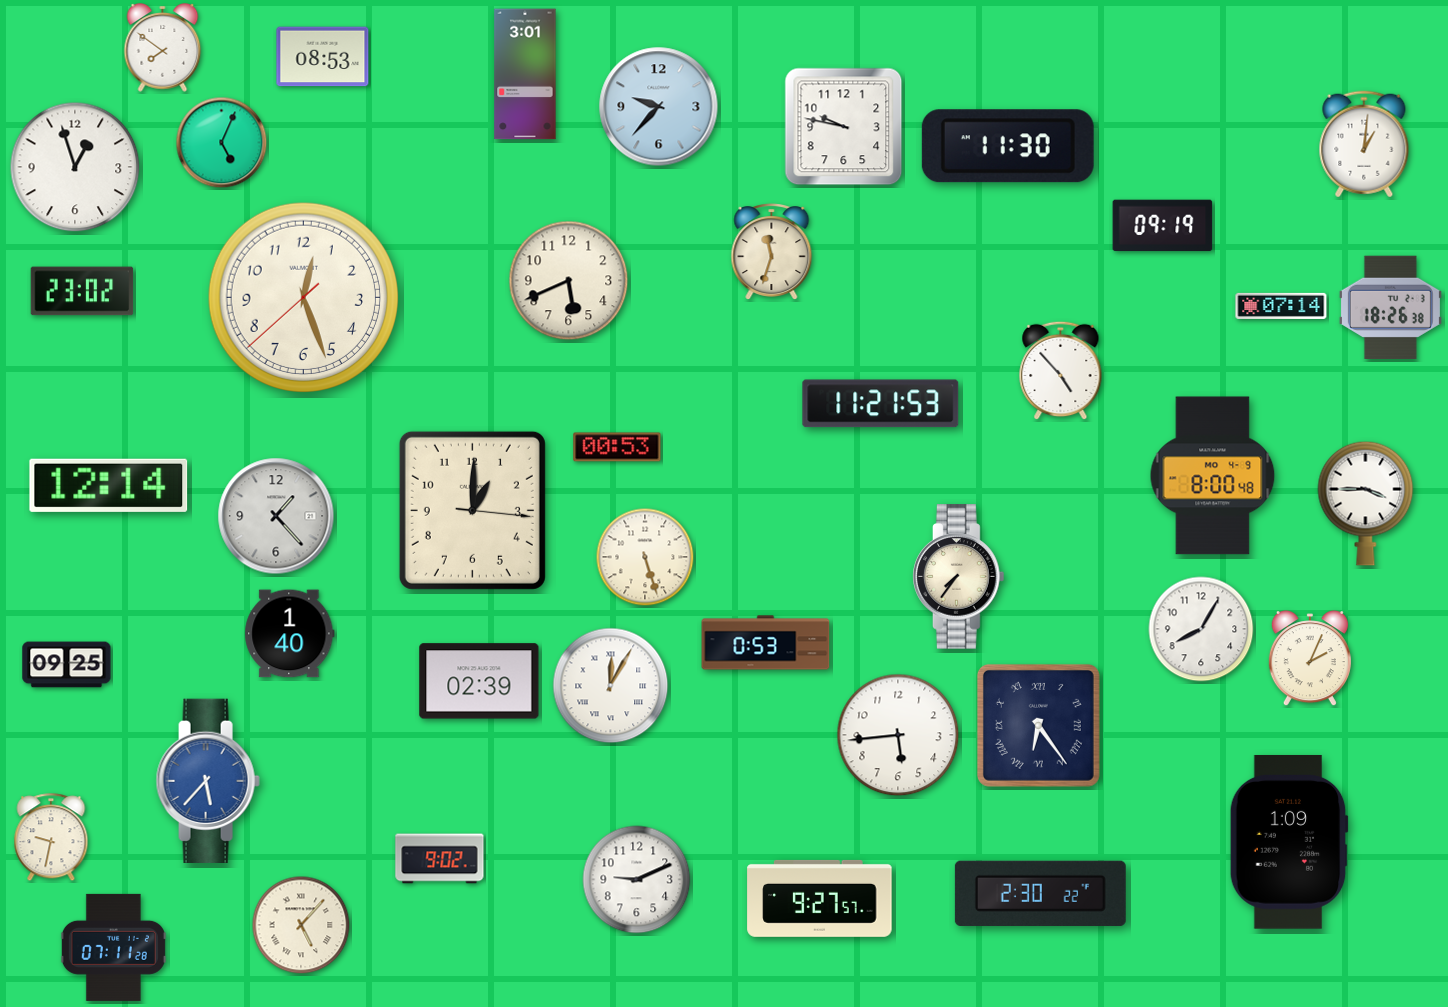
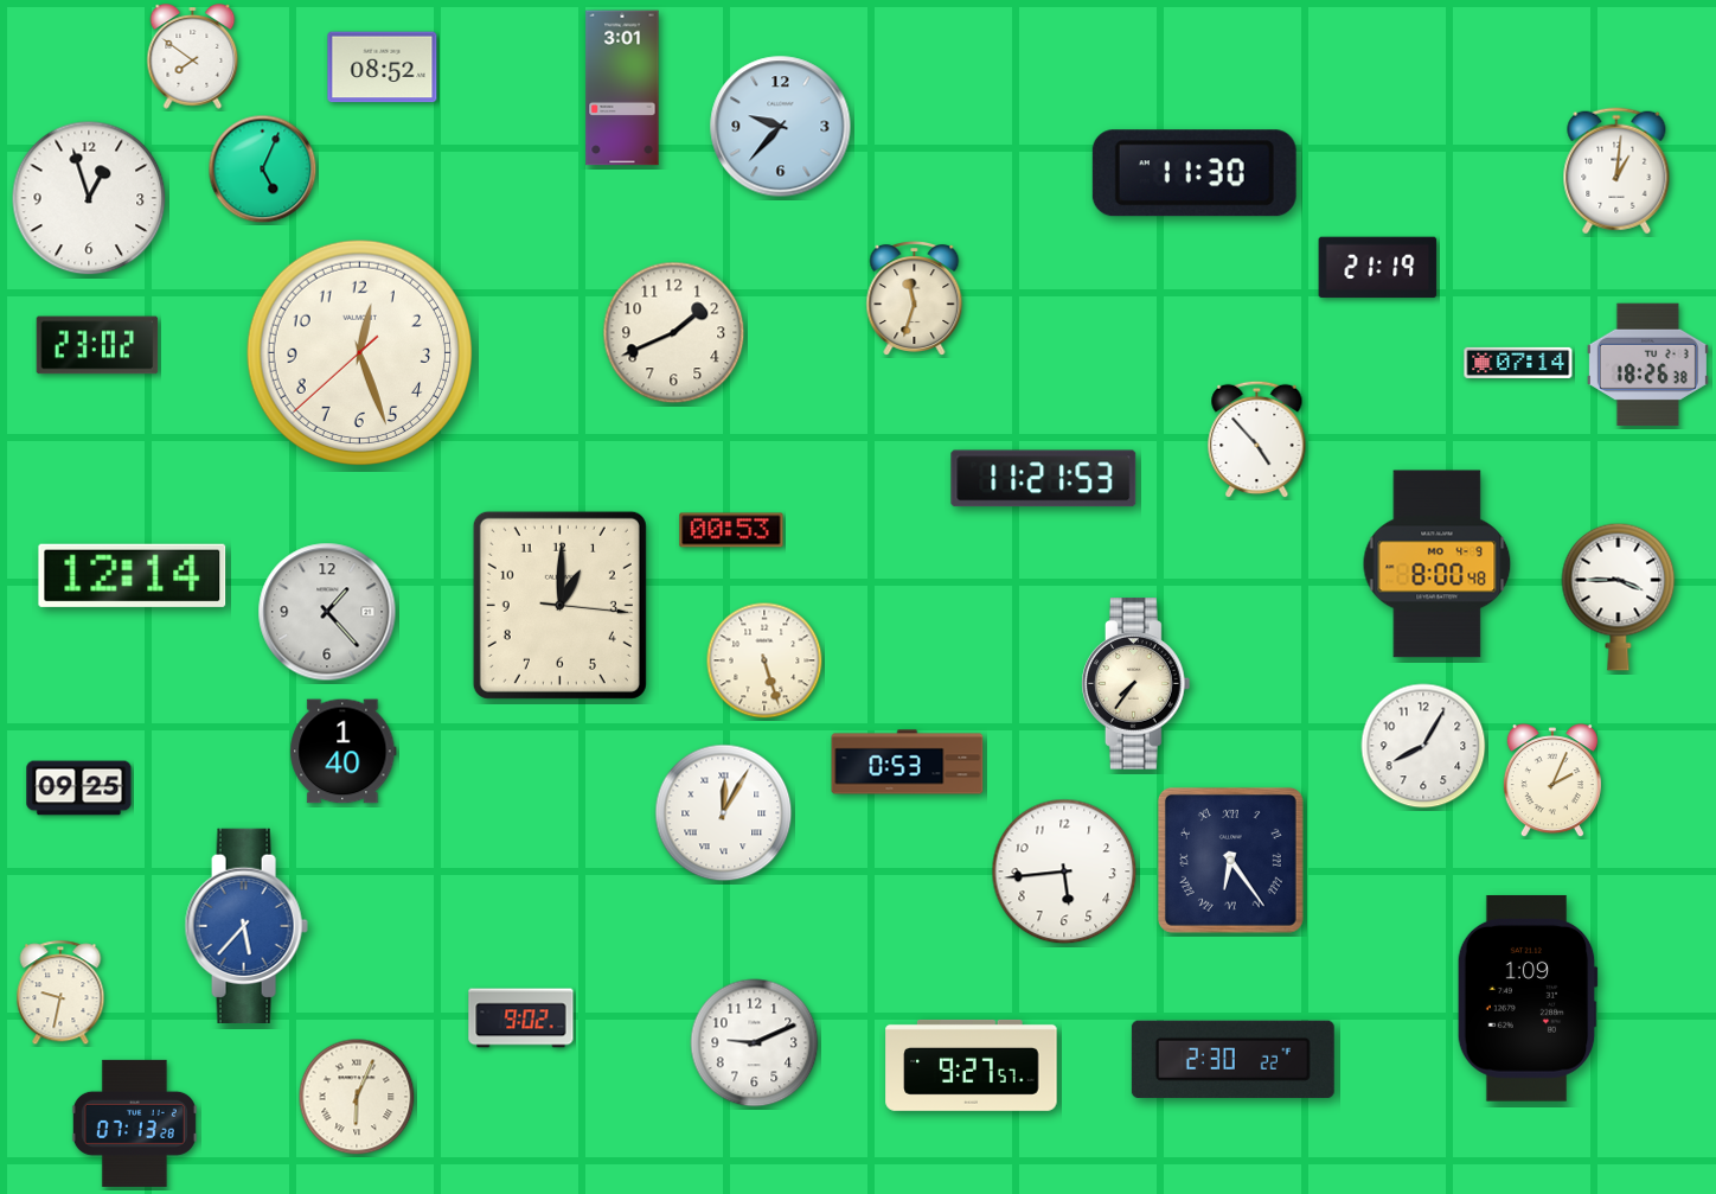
clock at (323, 57): 08:53 -> 08:52
clock at (844, 127): 9:47 -> none
clock at (1163, 226): 09:19 -> 21:19
clock at (569, 281): 5:41 -> 1:41
clock at (109, 485) position: (109, 485) -> (133, 575)
clock at (479, 681): 02:39 -> none
clock at (301, 925): 5:07 -> 6:04
clock at (113, 947): 07:11 -> 07:13
